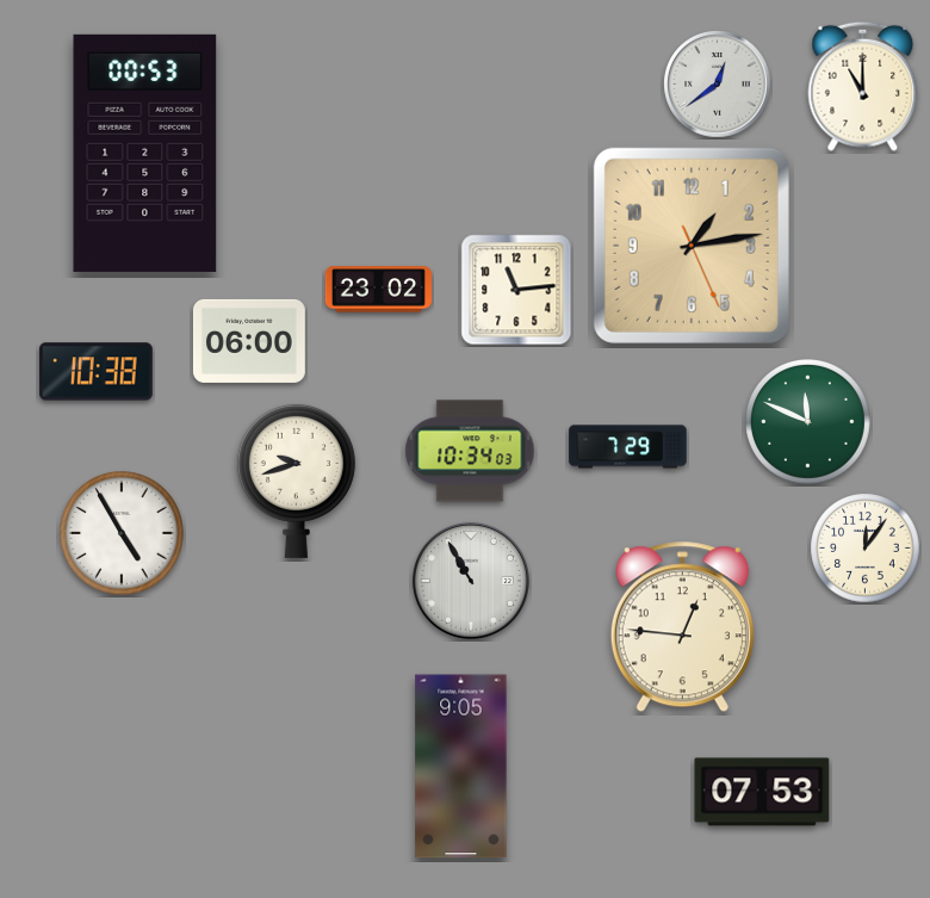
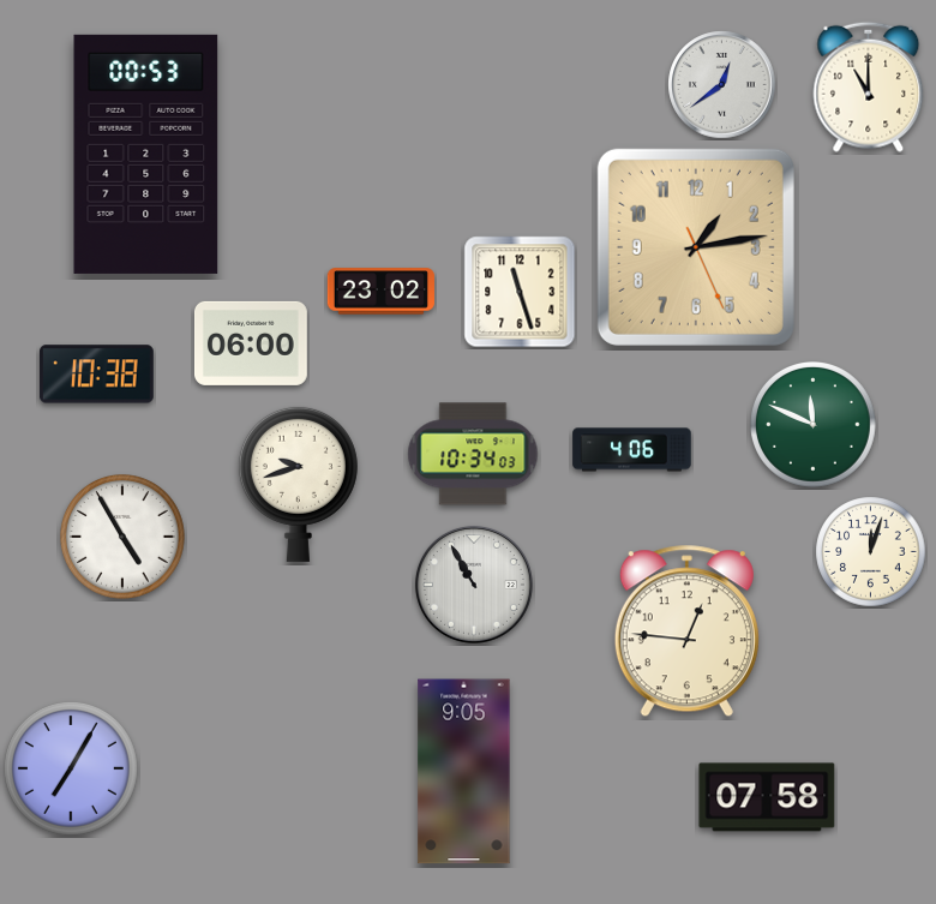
clock at (516, 290): 11:14 -> 11:27
clock at (628, 447): 7:29 -> 4:06
clock at (866, 549): 12:06 -> 12:03
clock at (71, 768): none -> 7:05
clock at (762, 792): 07:53 -> 07:58
